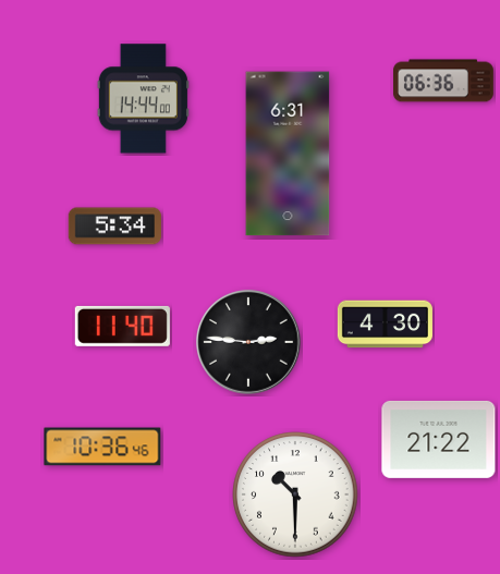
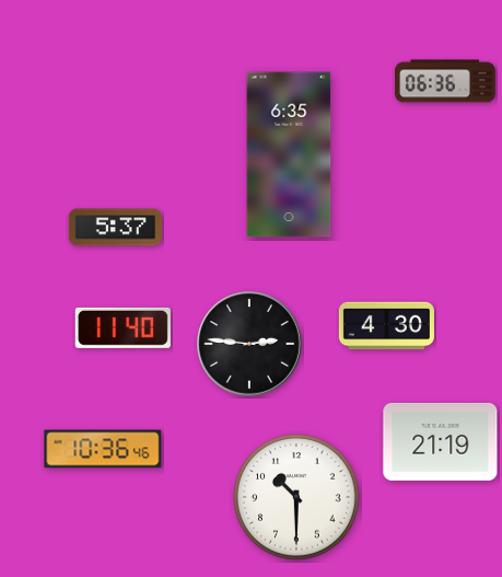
clock at (143, 99): 14:44 -> none
clock at (288, 154): 6:31 -> 6:35
clock at (114, 227): 5:34 -> 5:37
clock at (439, 439): 21:22 -> 21:19
